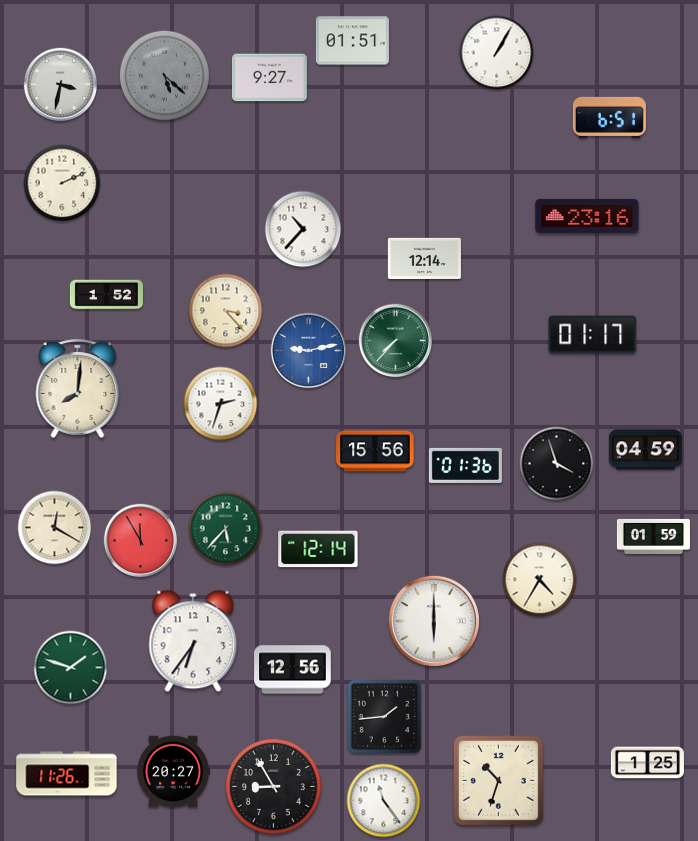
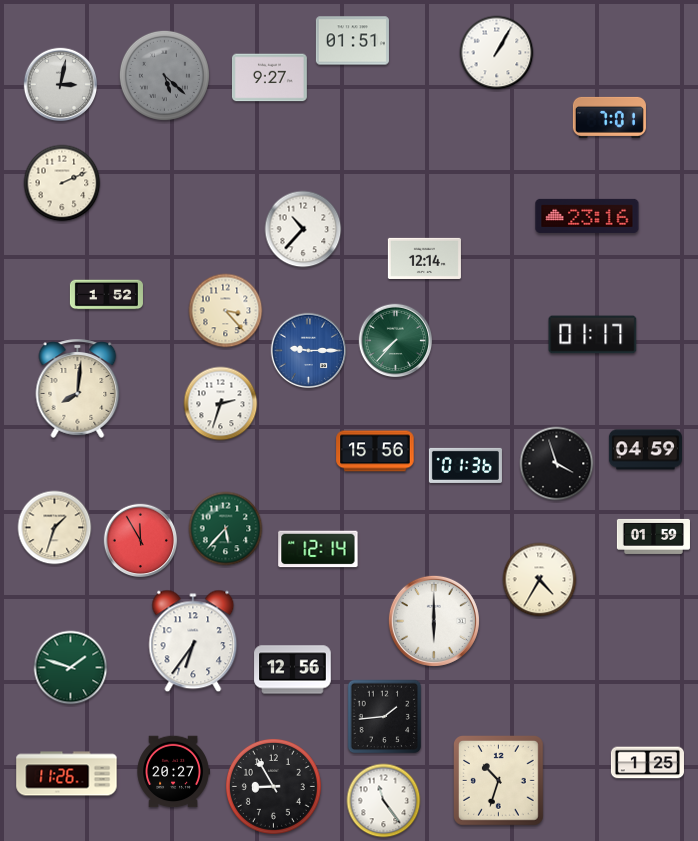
clock at (61, 85): 3:32 -> 3:02
clock at (609, 117): 6:51 -> 7:01
clock at (309, 351): 9:13 -> 9:15
clock at (55, 528): 12:20 -> 1:33
